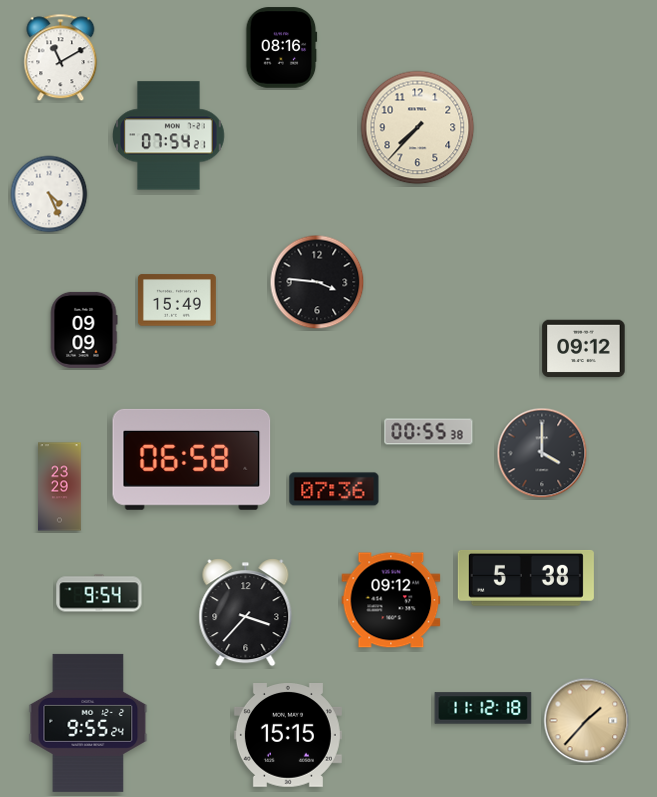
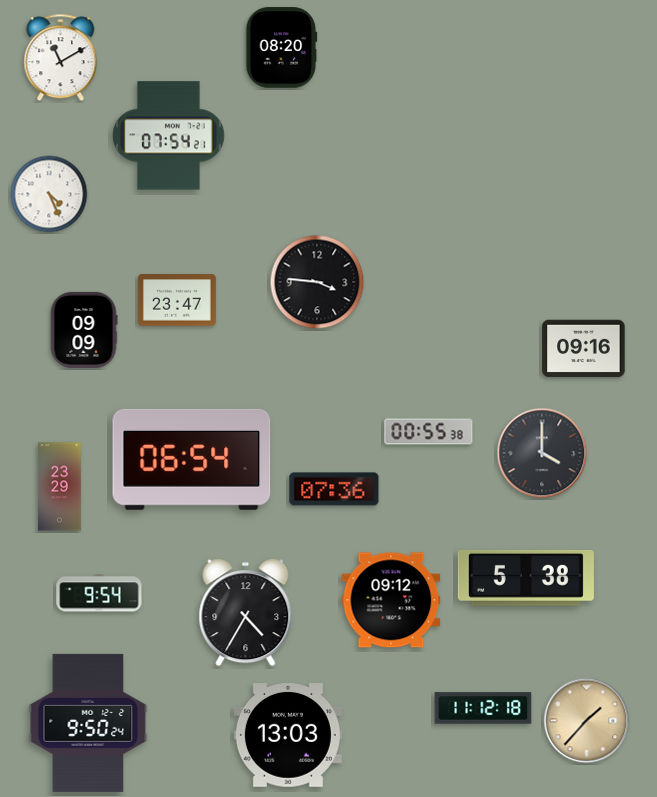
clock at (282, 48): 08:16 -> 08:20
clock at (418, 128): 7:37 -> none
clock at (177, 300): 15:49 -> 23:47
clock at (584, 349): 09:12 -> 09:16
clock at (192, 459): 06:58 -> 06:54
clock at (246, 613): 3:37 -> 4:35
clock at (88, 723): 9:55 -> 9:50
clock at (288, 736): 15:15 -> 13:03
